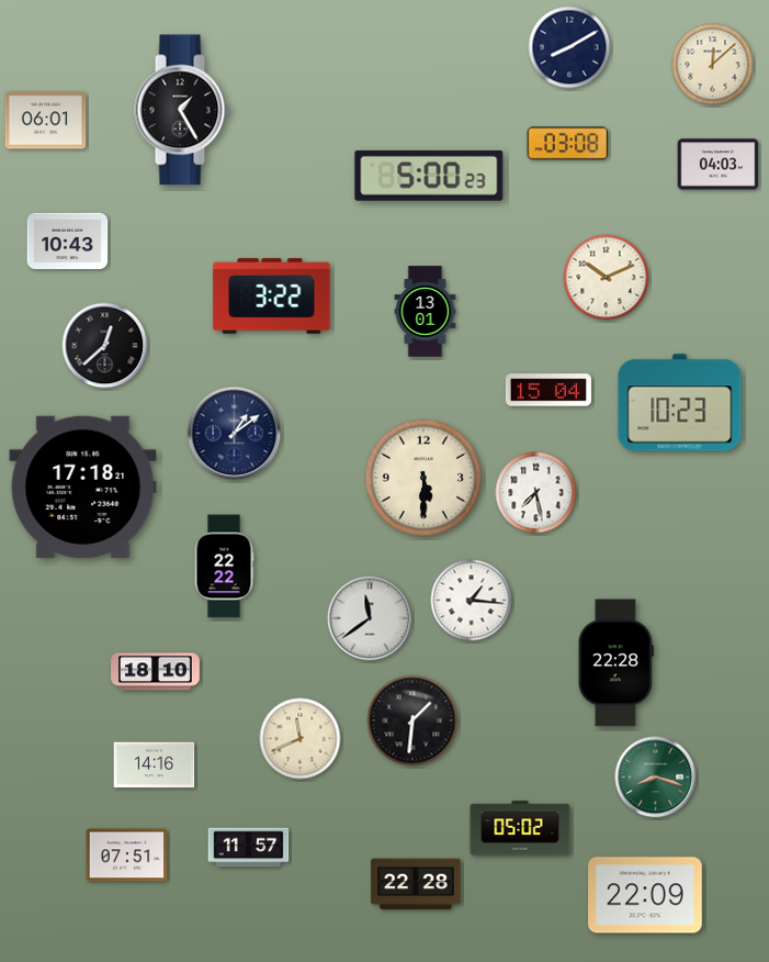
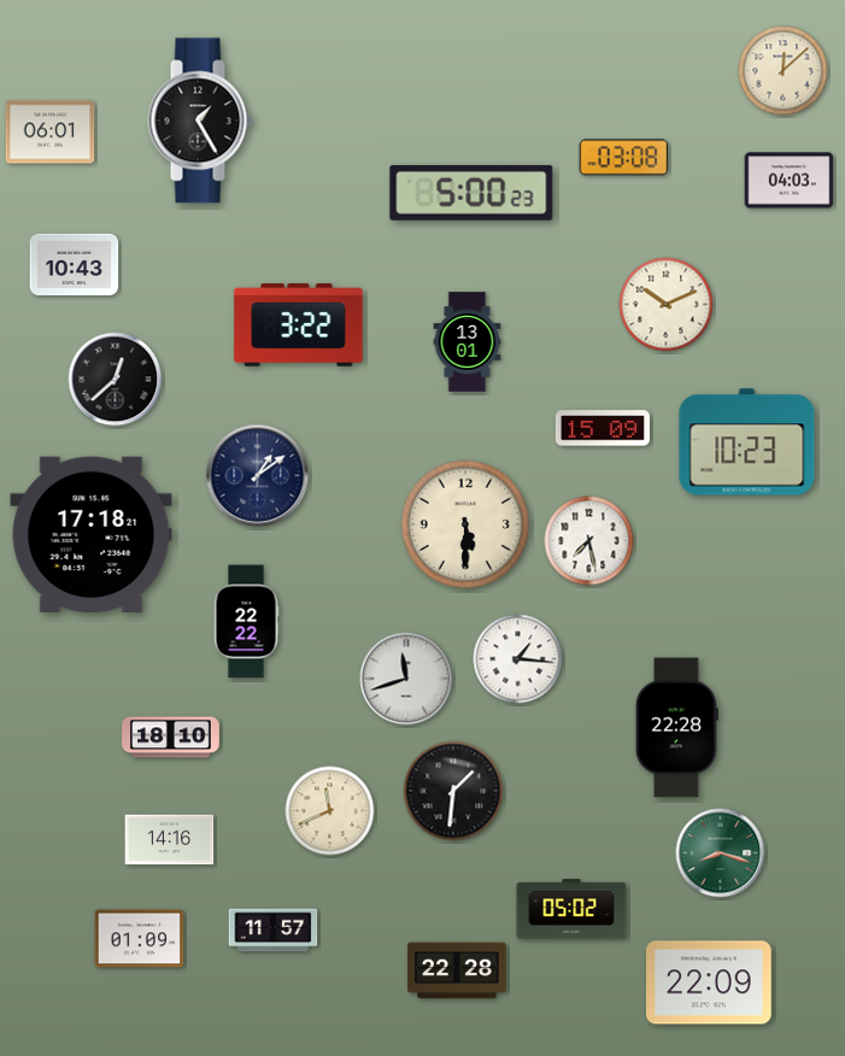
clock at (569, 47): 8:10 -> none
clock at (549, 390): 15:04 -> 15:09
clock at (370, 618): 11:39 -> 11:42
clock at (127, 855): 07:51 -> 01:09
